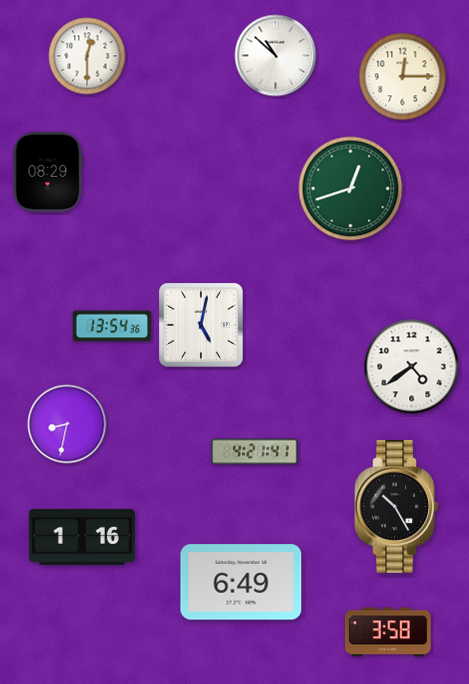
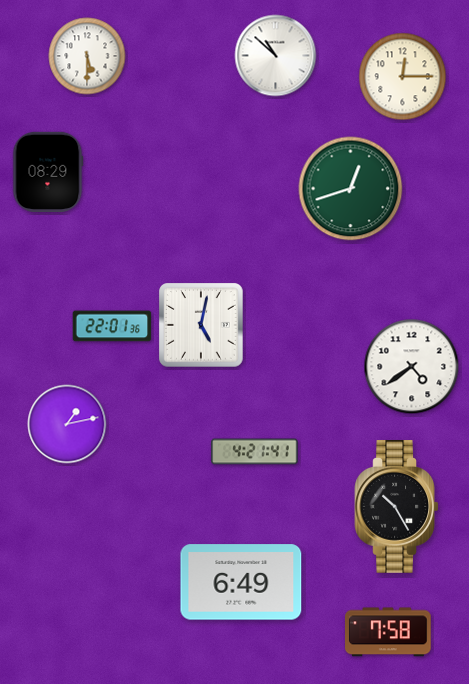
clock at (87, 56): 12:30 -> 5:30
clock at (112, 326): 13:54 -> 22:01
clock at (67, 424): 8:32 -> 1:13
clock at (82, 537): 1:16 -> none
clock at (389, 632): 3:58 -> 7:58
